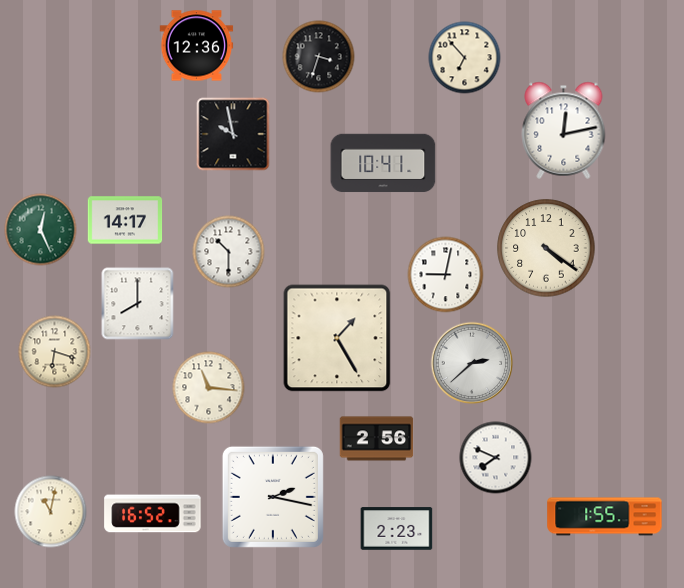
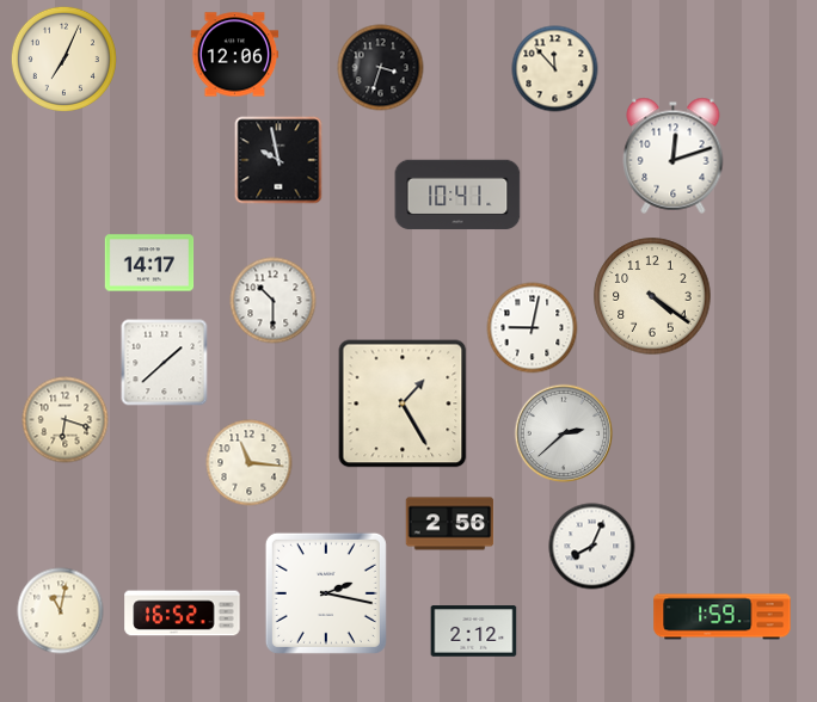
clock at (197, 46): 12:36 -> 12:06
clock at (63, 59): none -> 7:04
clock at (465, 58): 6:53 -> 11:53
clock at (564, 130): 12:13 -> 12:12
clock at (41, 230): 12:26 -> none
clock at (138, 304): 8:00 -> 1:38
clock at (496, 458): 7:49 -> 8:04
clock at (605, 517): 1:55 -> 1:59
clock at (397, 529): 2:23 -> 2:12
